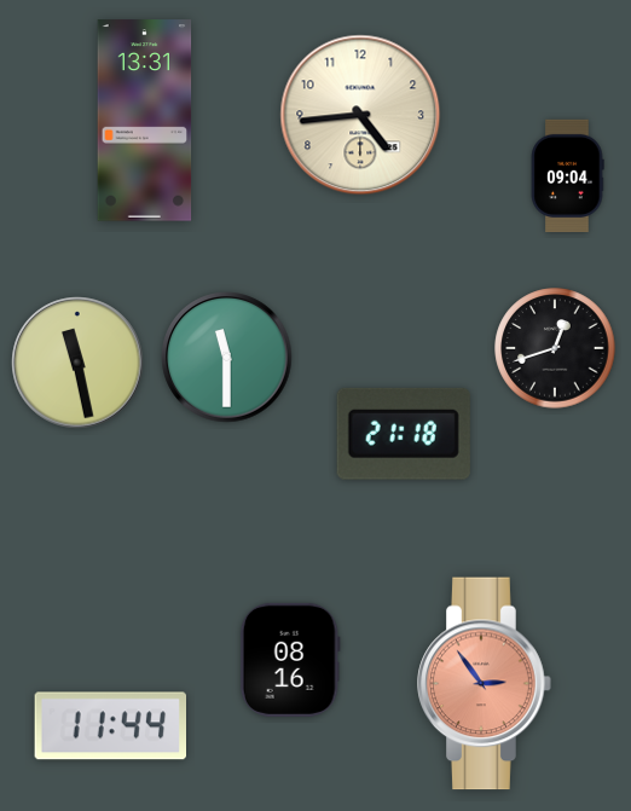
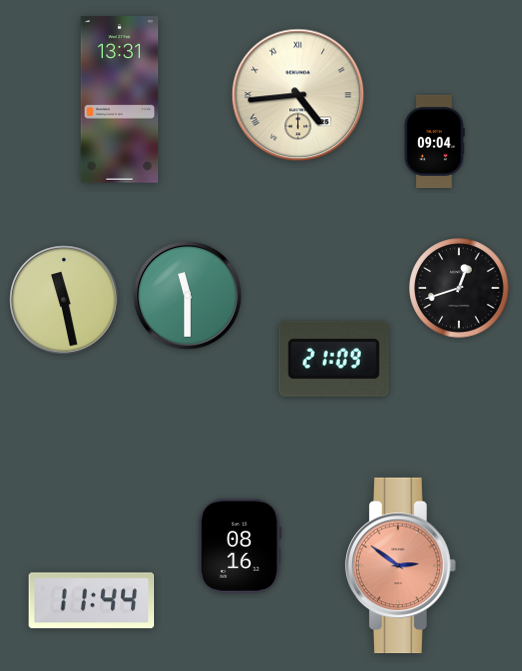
clock at (360, 115) numerals: Arabic -> Roman
clock at (567, 175) position: (567, 175) -> (434, 141)
clock at (404, 434): 21:18 -> 21:09
clock at (485, 684): 2:54 -> 2:51
